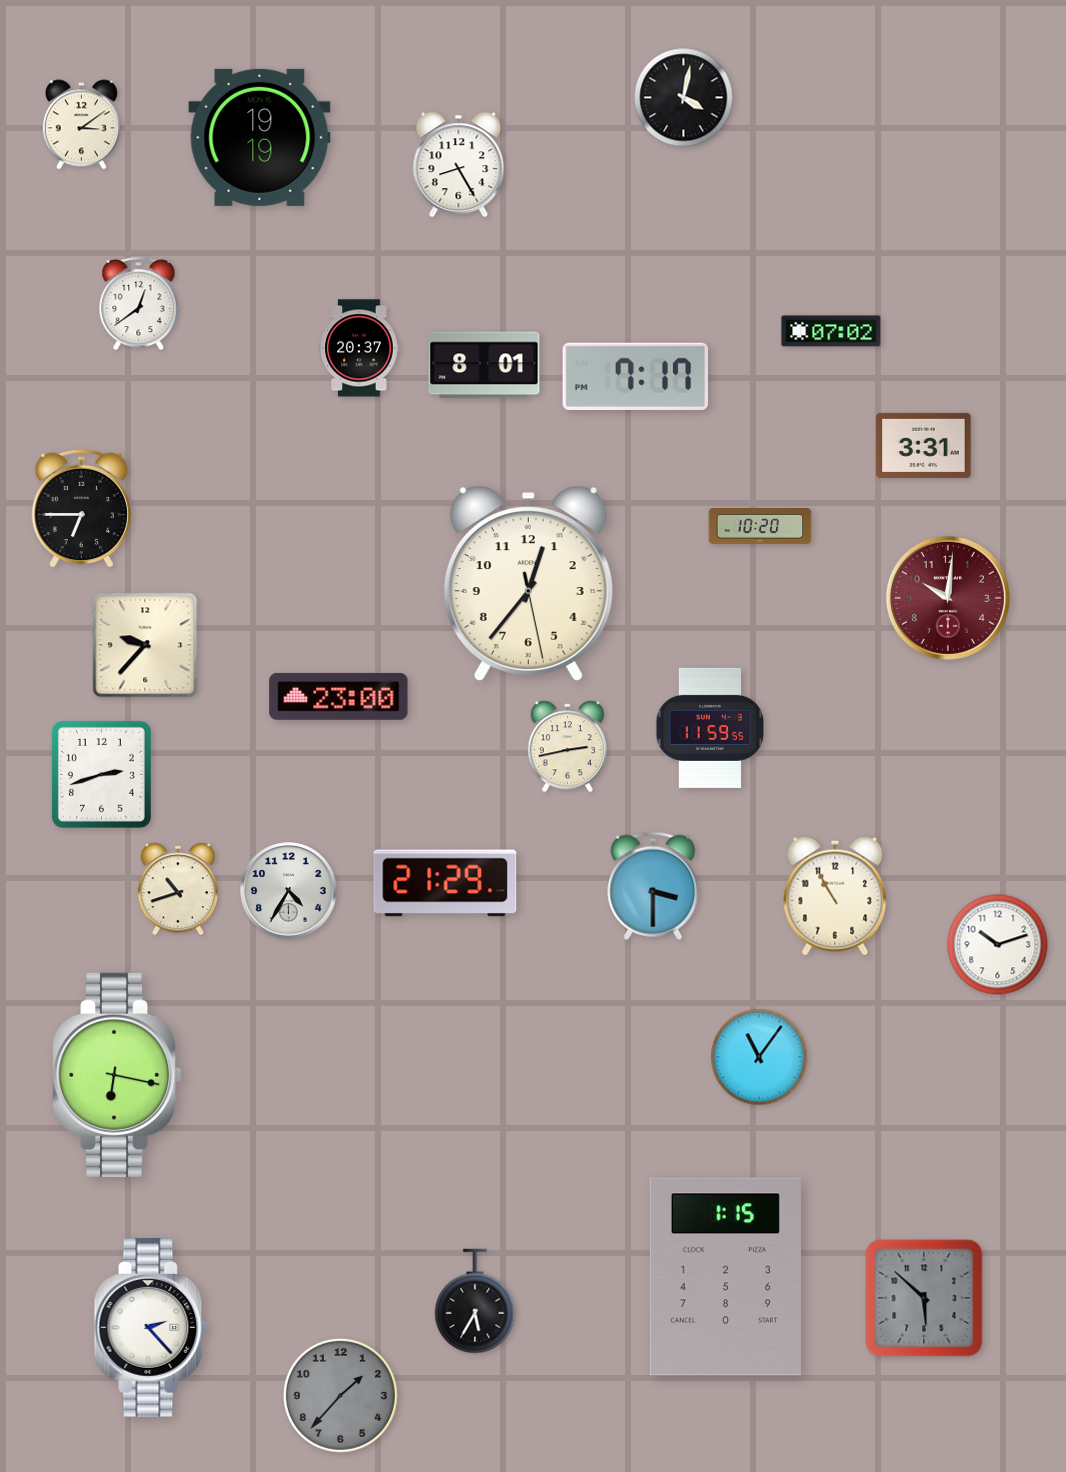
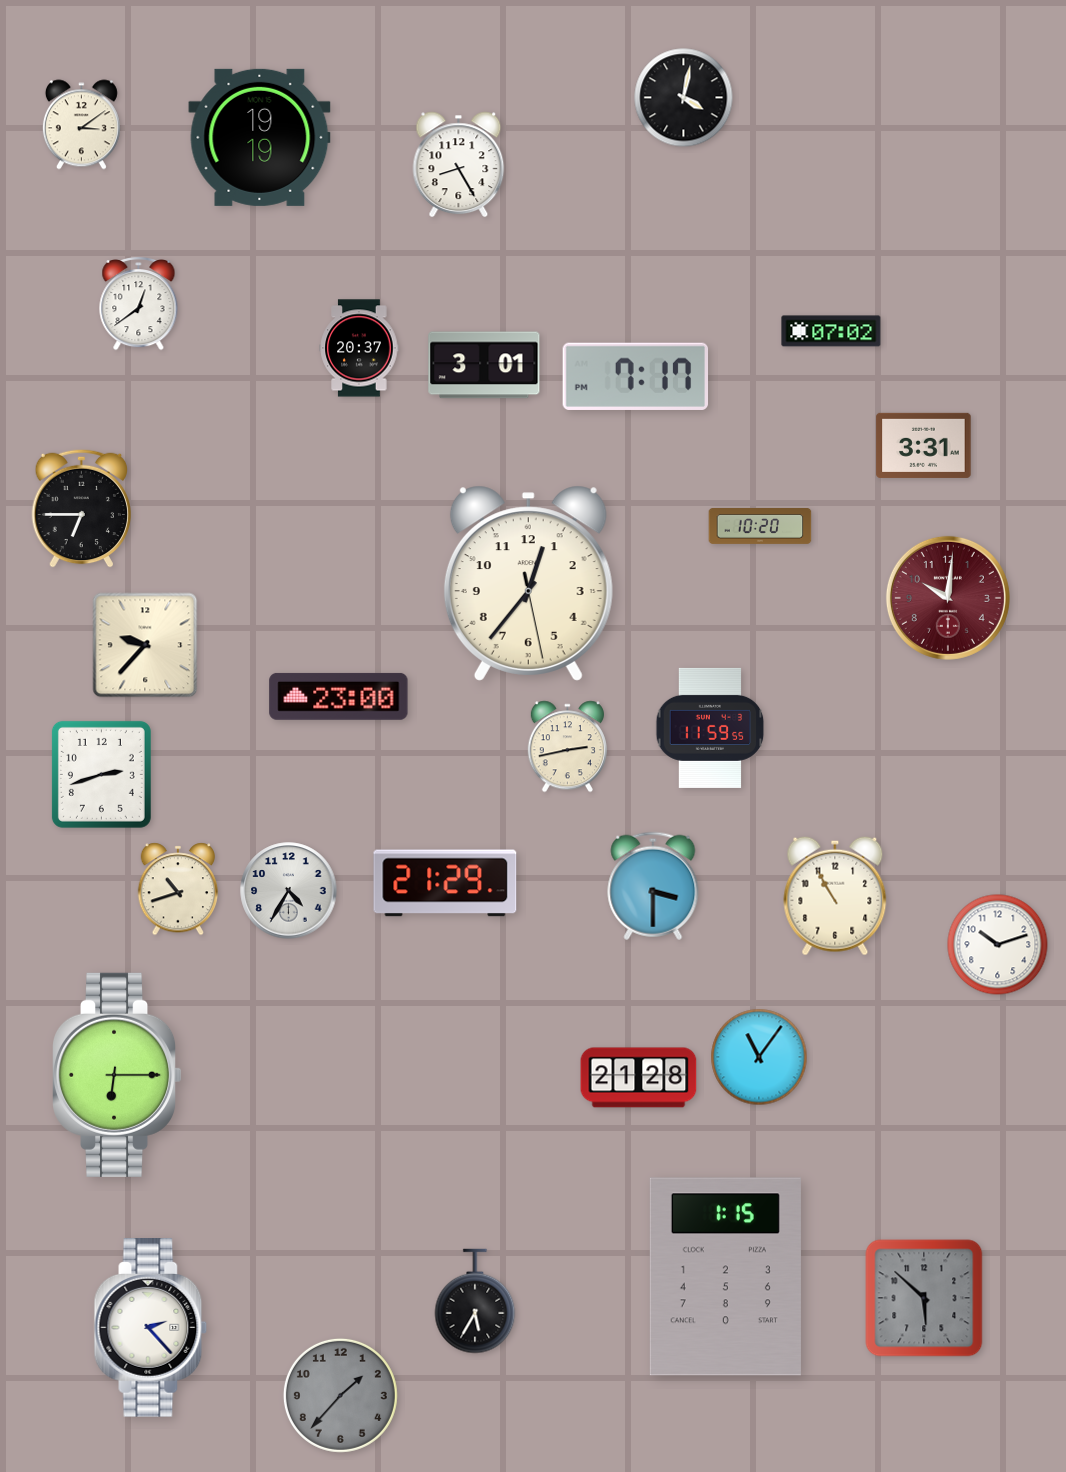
clock at (484, 365): 8:01 -> 3:01
clock at (118, 1075): 6:17 -> 6:15
clock at (639, 1078): none -> 21:28
